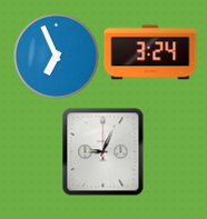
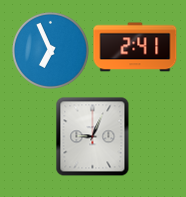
clock at (150, 52): 3:24 -> 2:41
